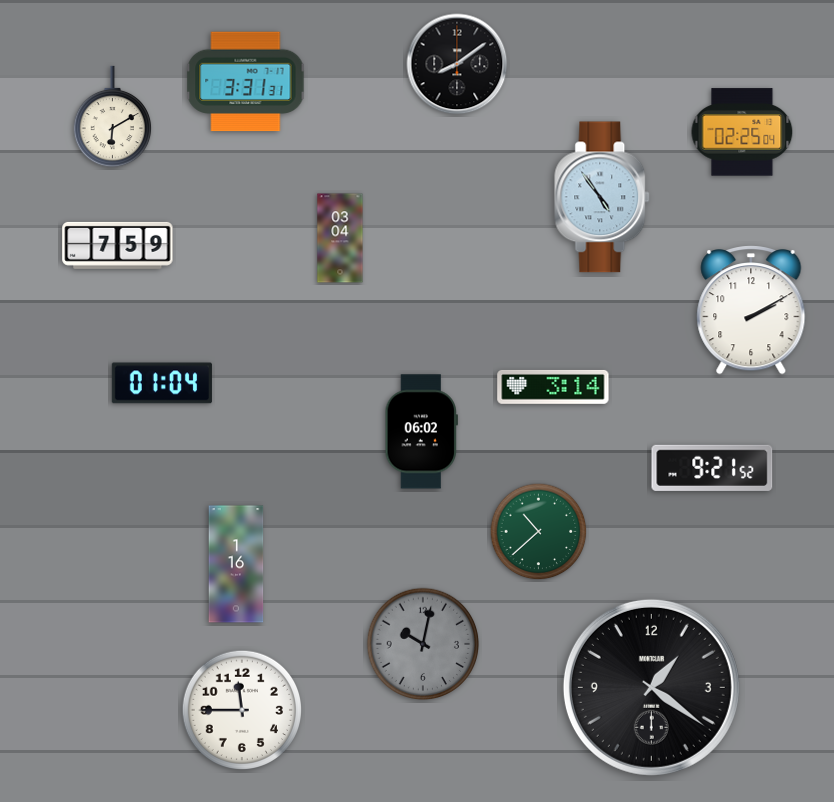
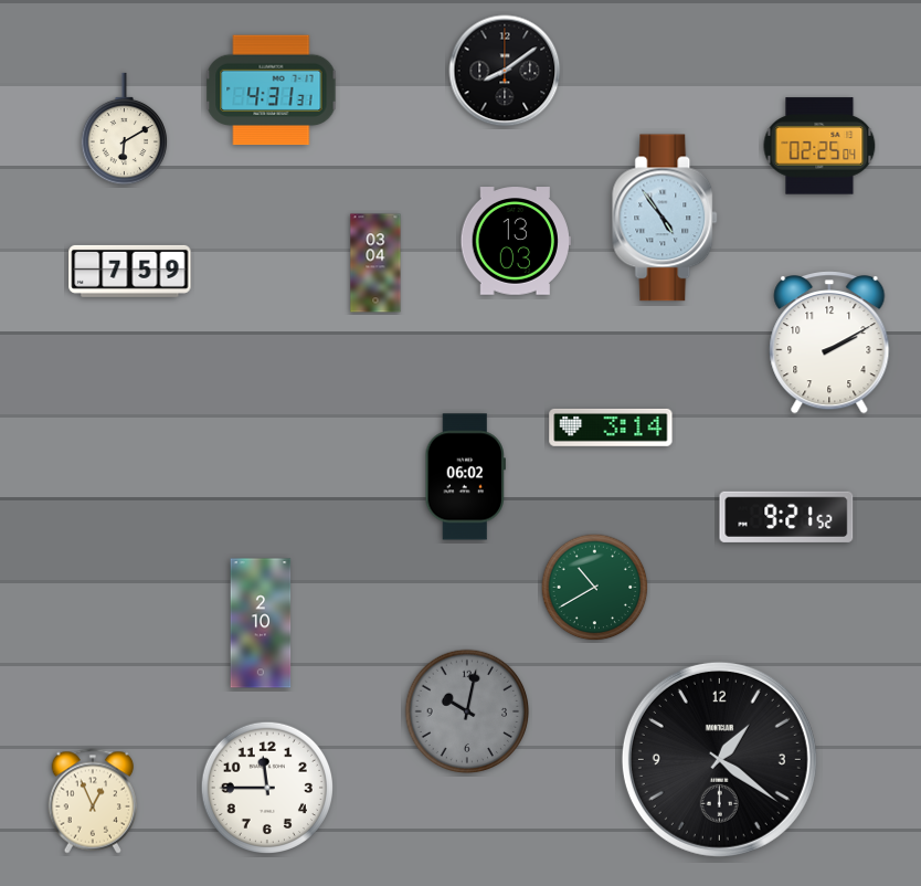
clock at (246, 82): 3:31 -> 4:31
clock at (516, 241): none -> 13:03
clock at (162, 383): 01:04 -> none
clock at (539, 532): 10:38 -> 10:40
clock at (236, 564): 1:16 -> 2:10
clock at (241, 709) position: (241, 709) -> (266, 787)
clock at (93, 801): none -> 12:56
